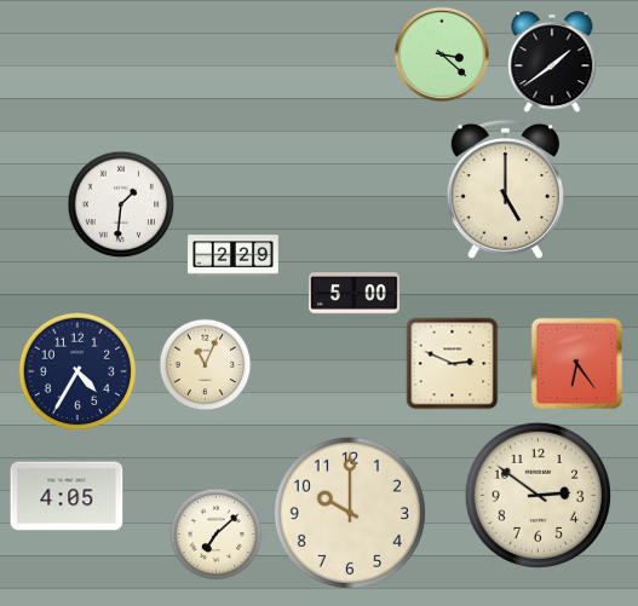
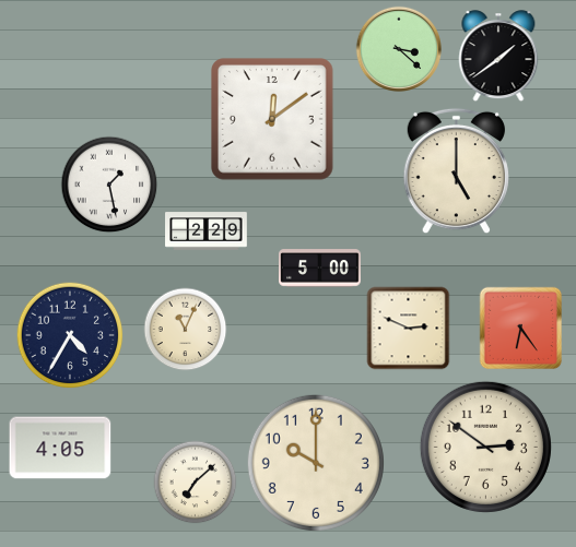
clock at (273, 120): none -> 12:09
clock at (121, 204): 1:31 -> 1:28
clock at (234, 256) position: (234, 256) -> (207, 231)
clock at (355, 294) position: (355, 294) -> (320, 269)
